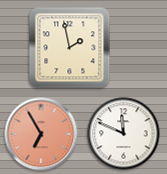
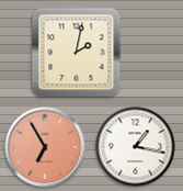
clock at (70, 48): 1:58 -> 2:02
clock at (124, 134): 11:49 -> 1:17
